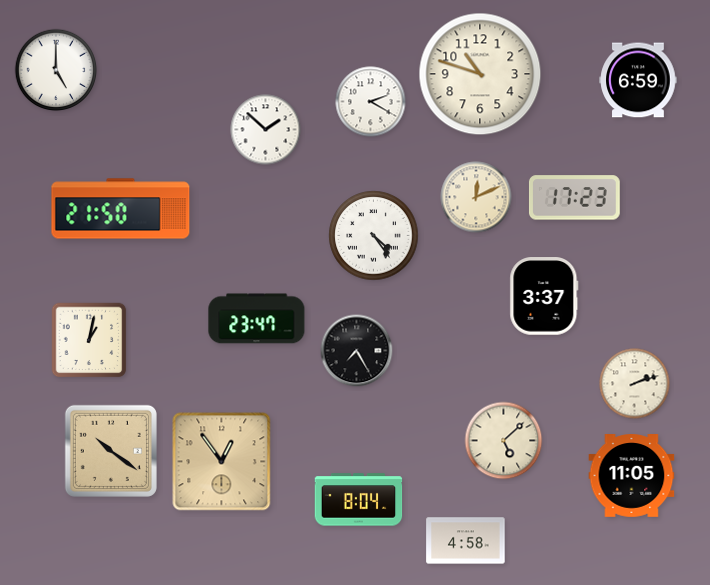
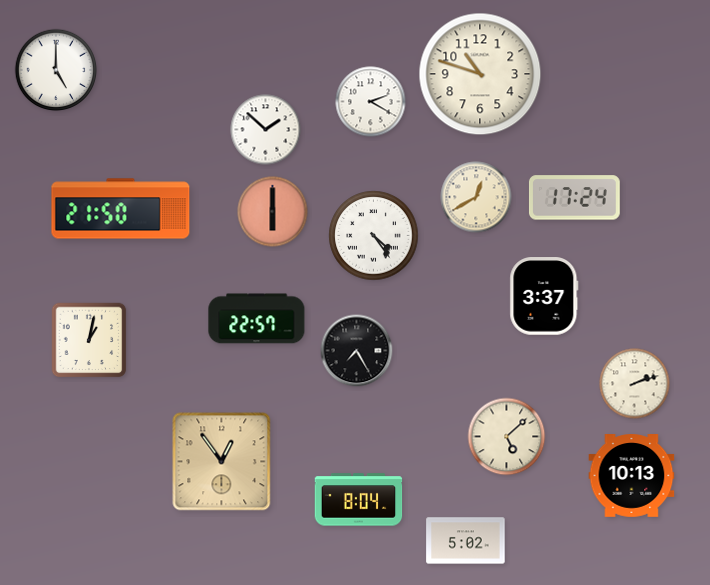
clock at (638, 80): 6:59 -> none
clock at (476, 197): 12:11 -> 12:40
clock at (574, 198): 17:23 -> 17:24
clock at (273, 212): none -> 6:00
clock at (257, 319): 23:47 -> 22:57
clock at (504, 441) position: (504, 441) -> (507, 437)
clock at (111, 451): 10:21 -> none
clock at (632, 476): 11:05 -> 10:13
clock at (466, 541): 4:58 -> 5:02
